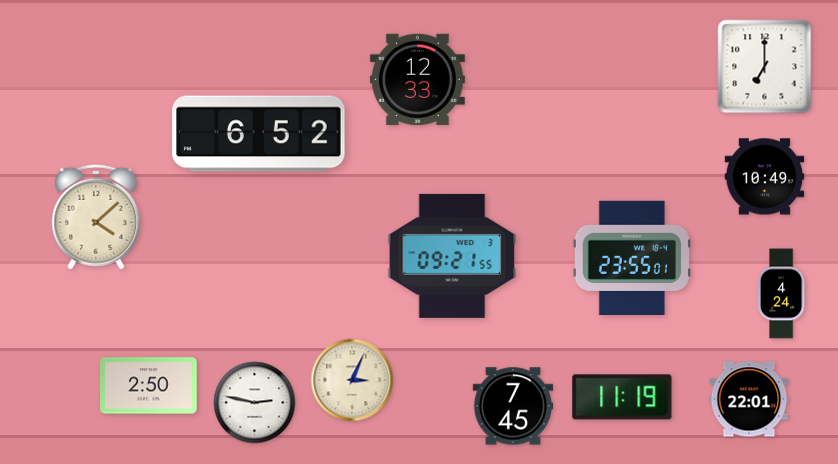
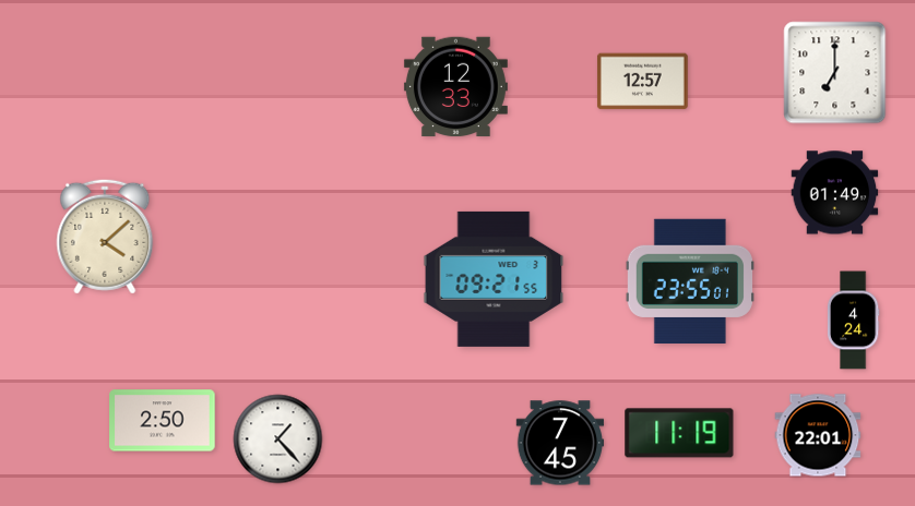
clock at (643, 82): none -> 12:57
clock at (259, 134): 6:52 -> none
clock at (765, 177): 10:49 -> 01:49
clock at (352, 380): 3:04 -> none
clock at (255, 403): 2:47 -> 1:23
